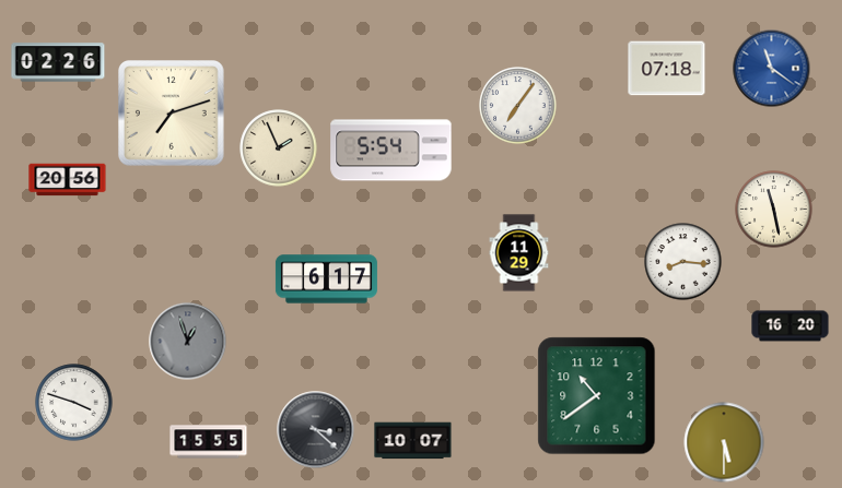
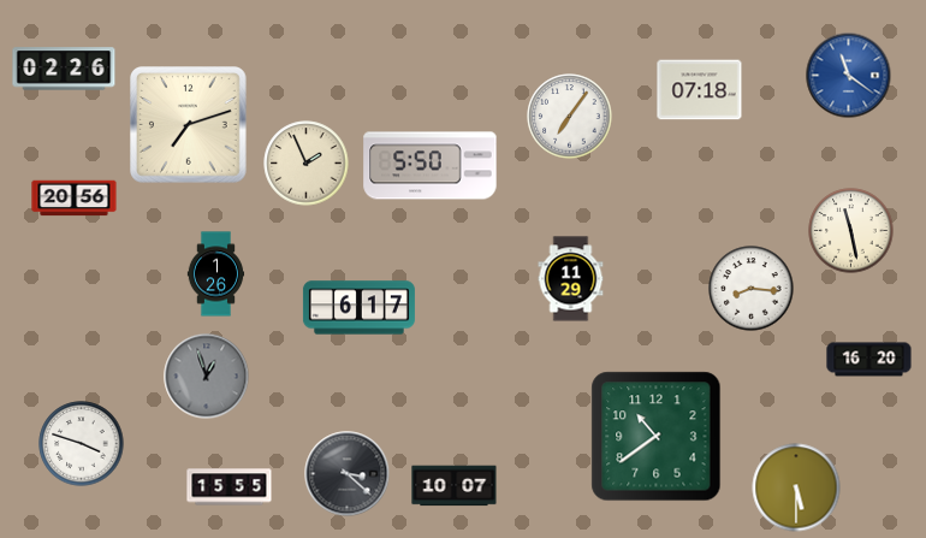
clock at (667, 69) position: (667, 69) -> (700, 90)
clock at (391, 151): 5:54 -> 5:50
clock at (216, 274): none -> 1:26
